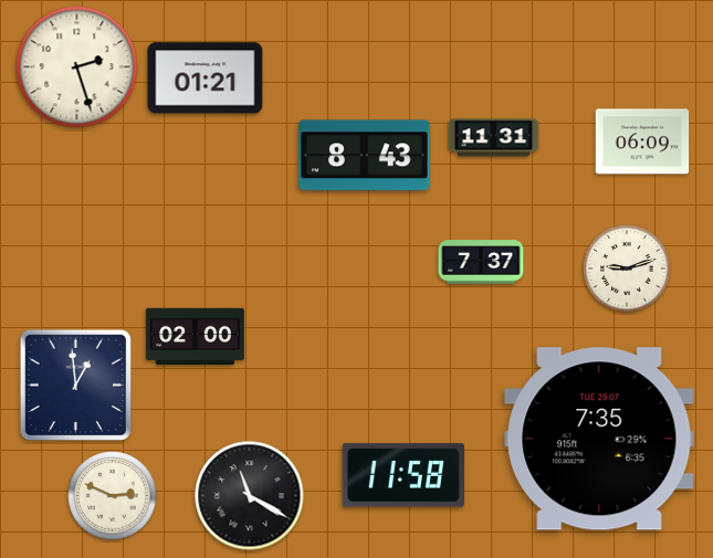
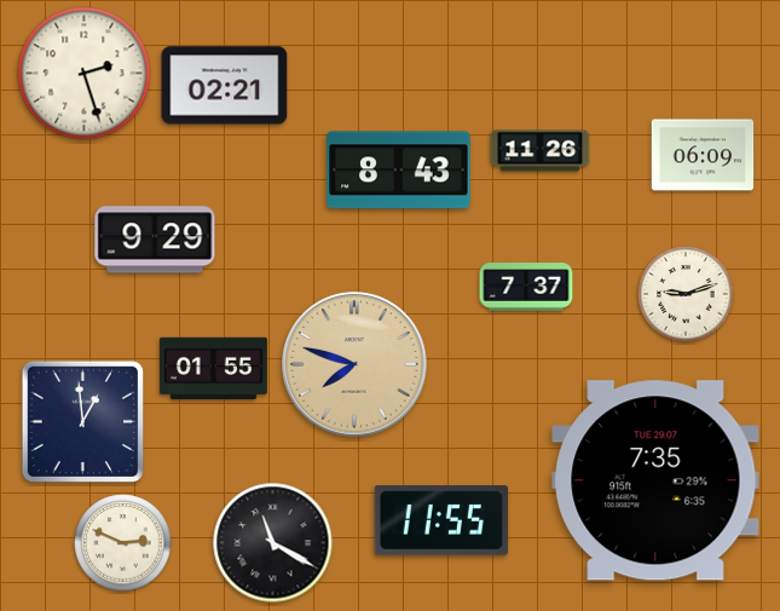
clock at (206, 78): 01:21 -> 02:21
clock at (494, 138): 11:31 -> 11:26
clock at (155, 240): none -> 9:29
clock at (354, 364): none -> 7:48
clock at (195, 337): 02:00 -> 01:55
clock at (402, 475): 11:58 -> 11:55
